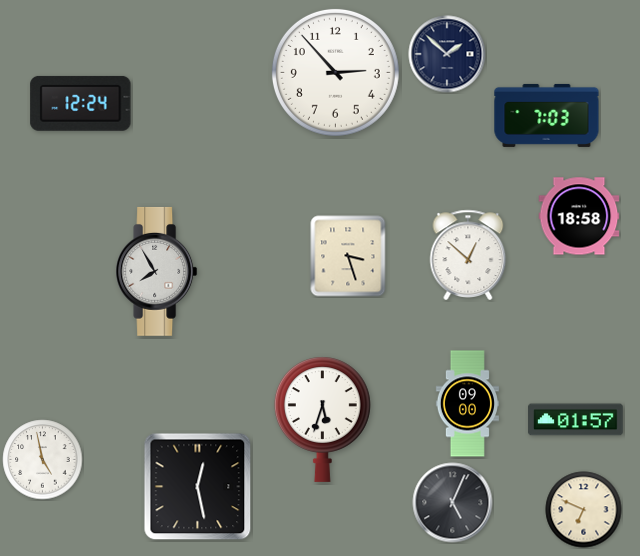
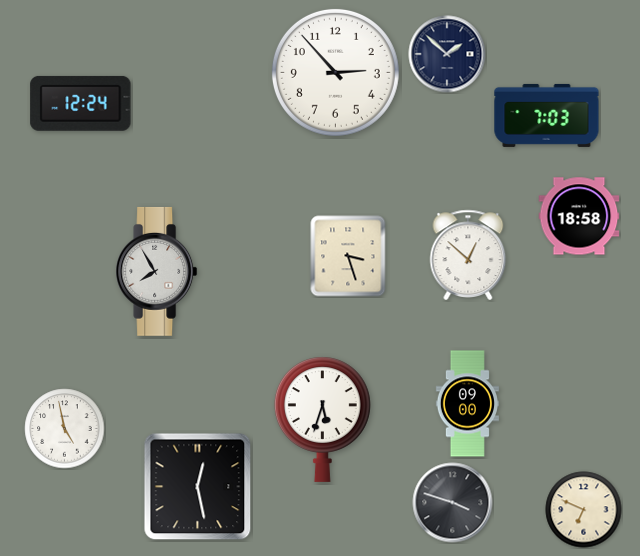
clock at (576, 420): 01:57 -> none
clock at (43, 460) position: (43, 460) -> (65, 429)
clock at (453, 503): 5:04 -> 3:48
